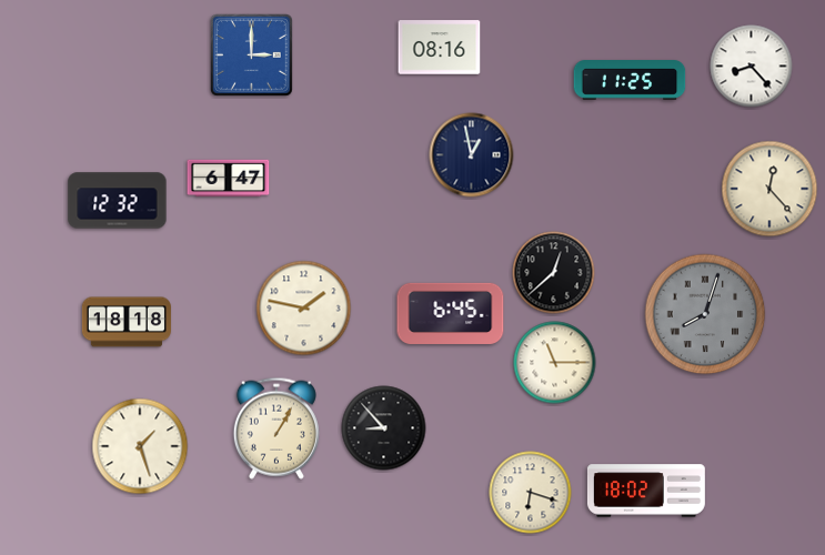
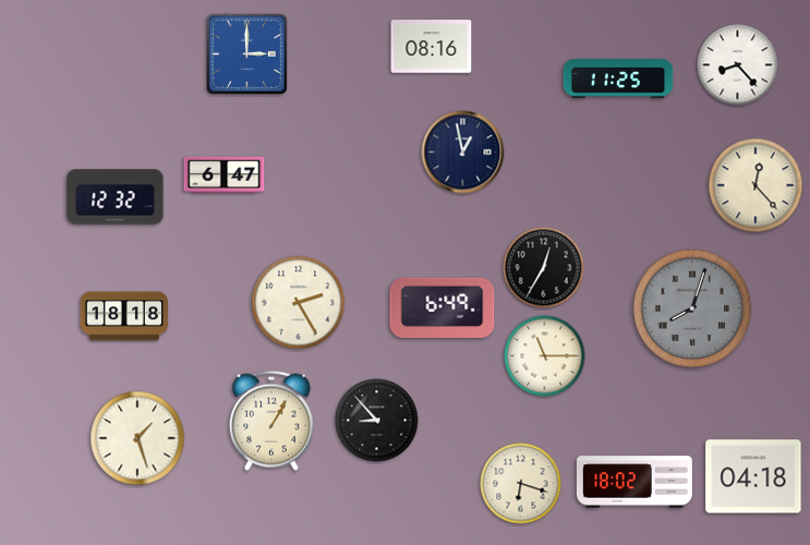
clock at (554, 273): 12:38 -> 12:35
clock at (304, 309): 1:47 -> 2:25
clock at (451, 313): 6:45 -> 6:49
clock at (753, 476): none -> 04:18
